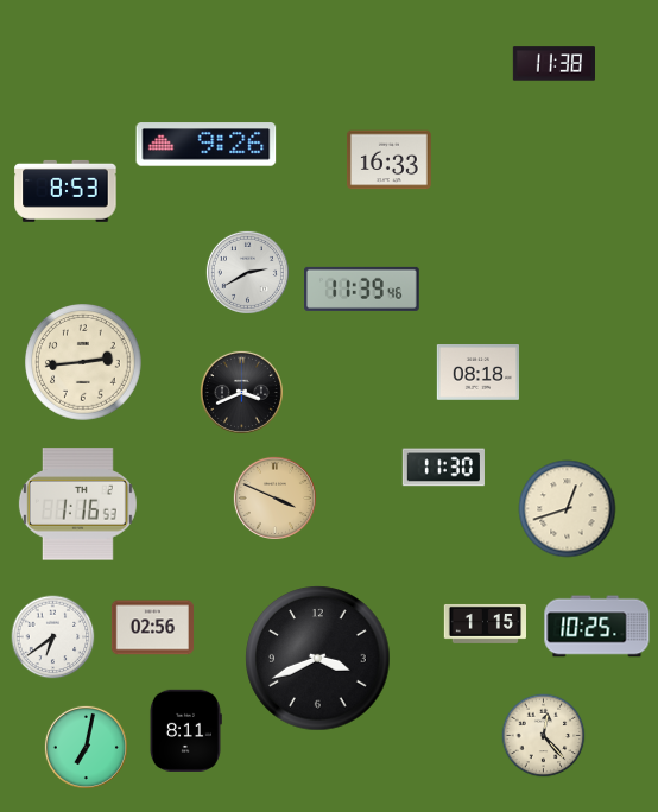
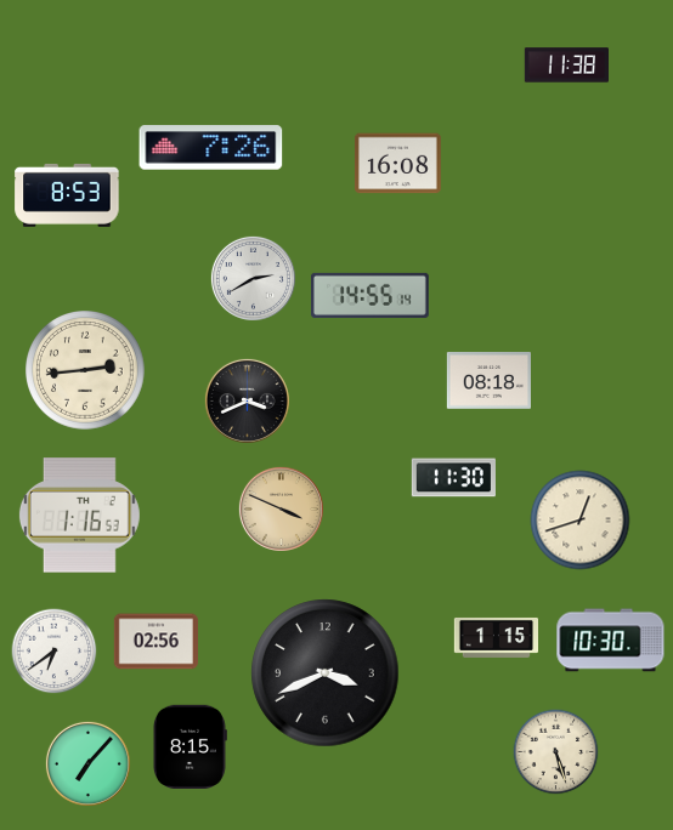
clock at (207, 145): 9:26 -> 7:26
clock at (388, 160): 16:33 -> 16:08
clock at (362, 288): 11:39 -> 14:55
clock at (597, 627): 10:25 -> 10:30
clock at (185, 730): 8:11 -> 8:15
clock at (544, 736): 12:23 -> 5:27
clock at (86, 747): 7:02 -> 7:07
